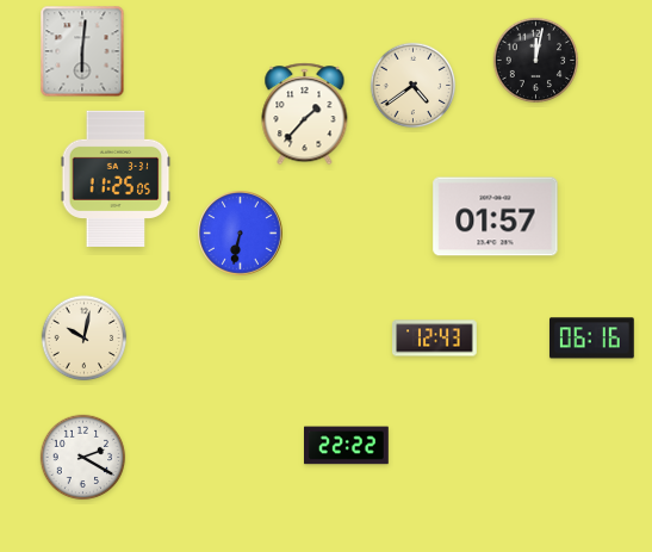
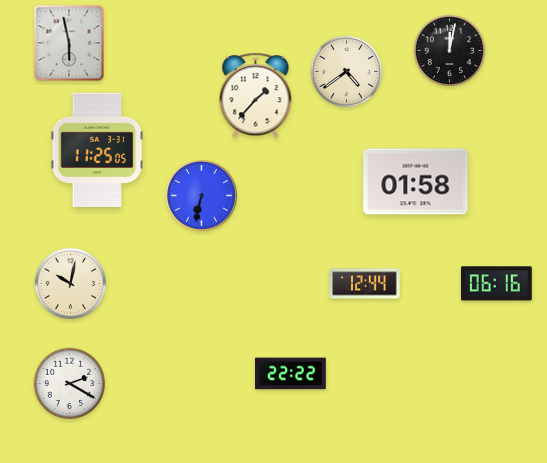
clock at (82, 51): 6:01 -> 5:58
clock at (496, 217): 01:57 -> 01:58
clock at (435, 339): 12:43 -> 12:44
